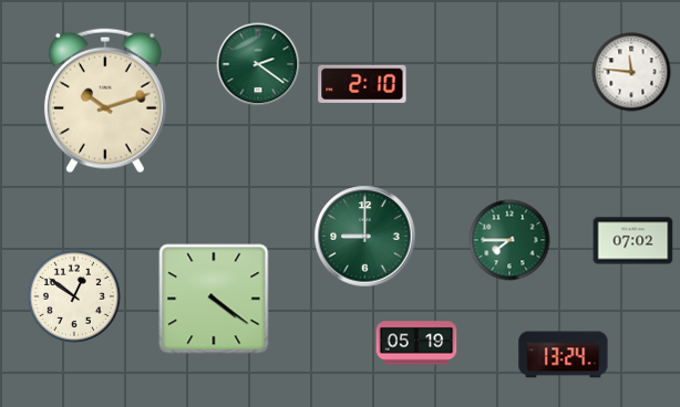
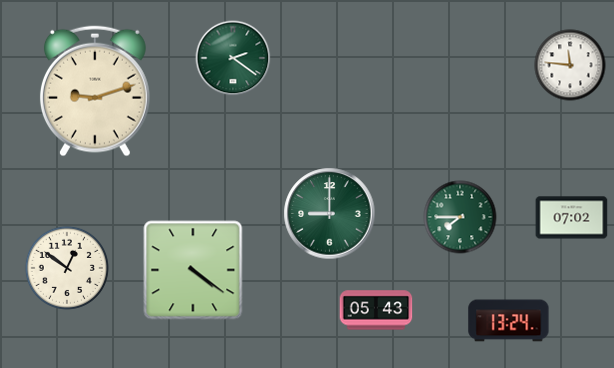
clock at (362, 84): 2:10 -> none
clock at (105, 101): 10:12 -> 9:12
clock at (416, 343): 05:19 -> 05:43
